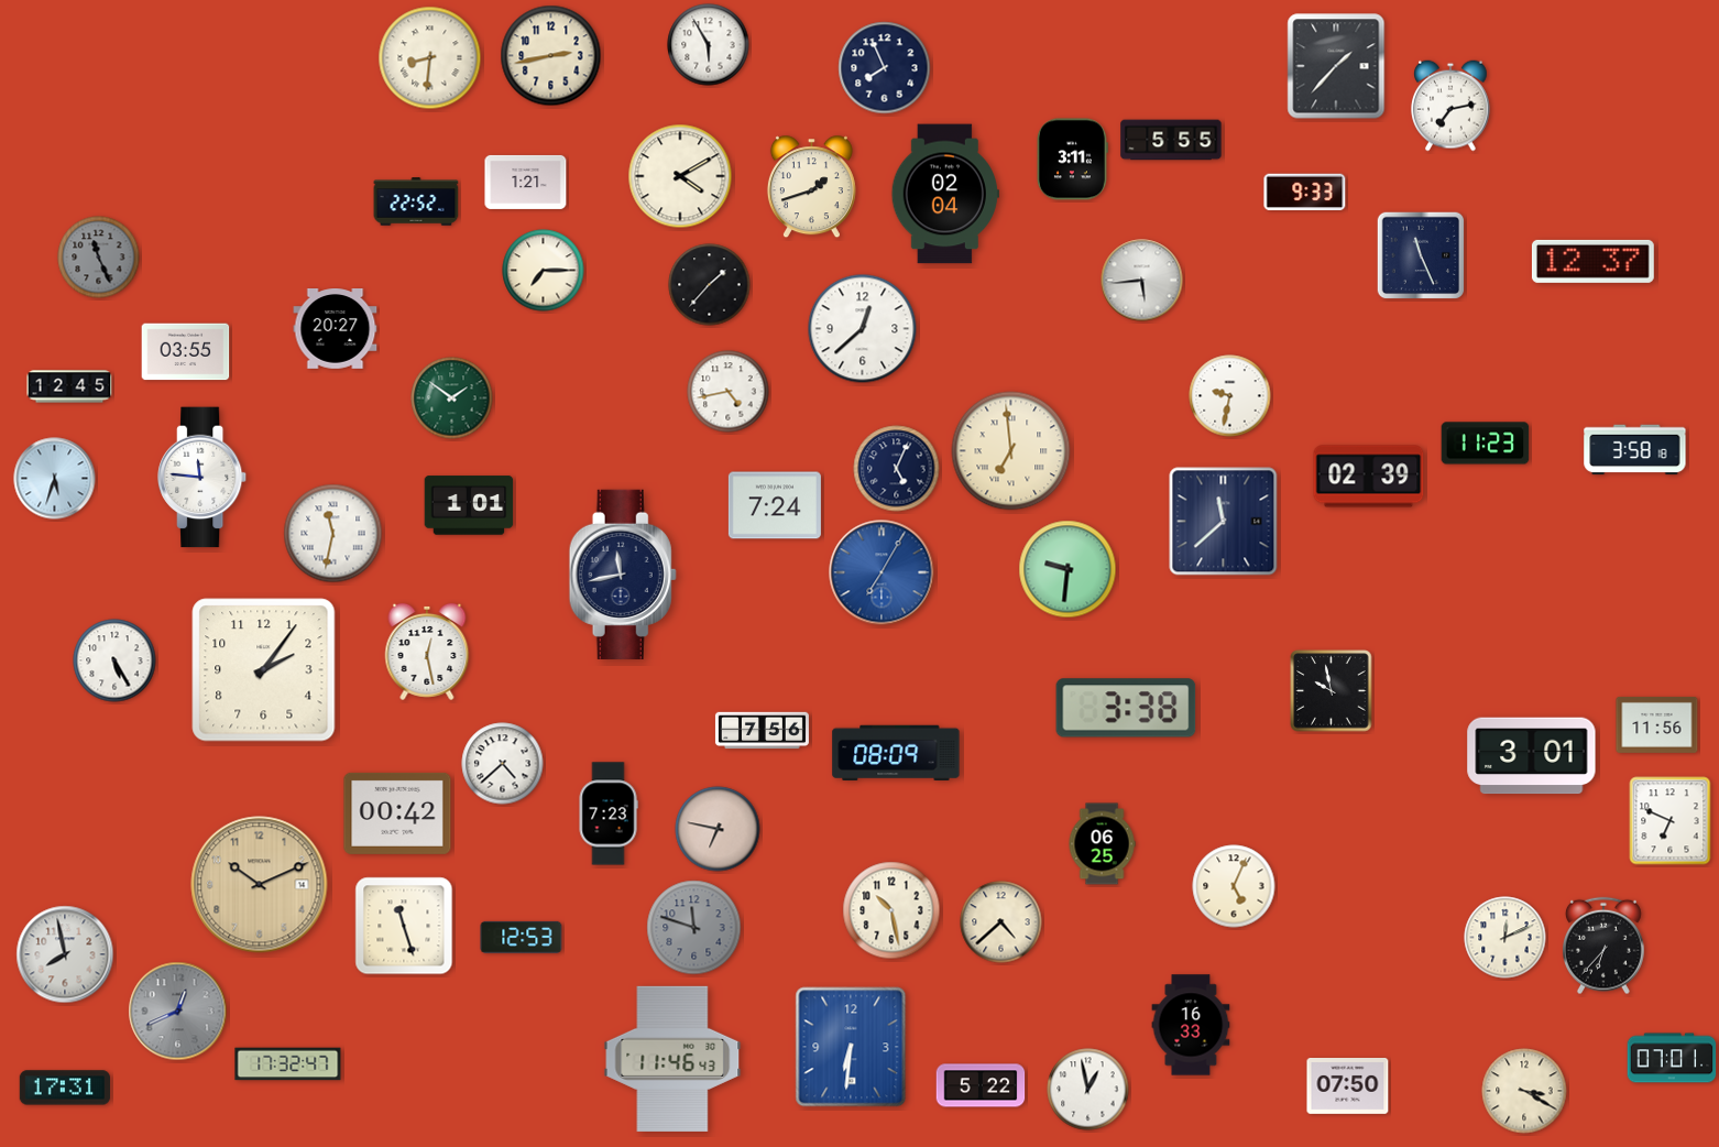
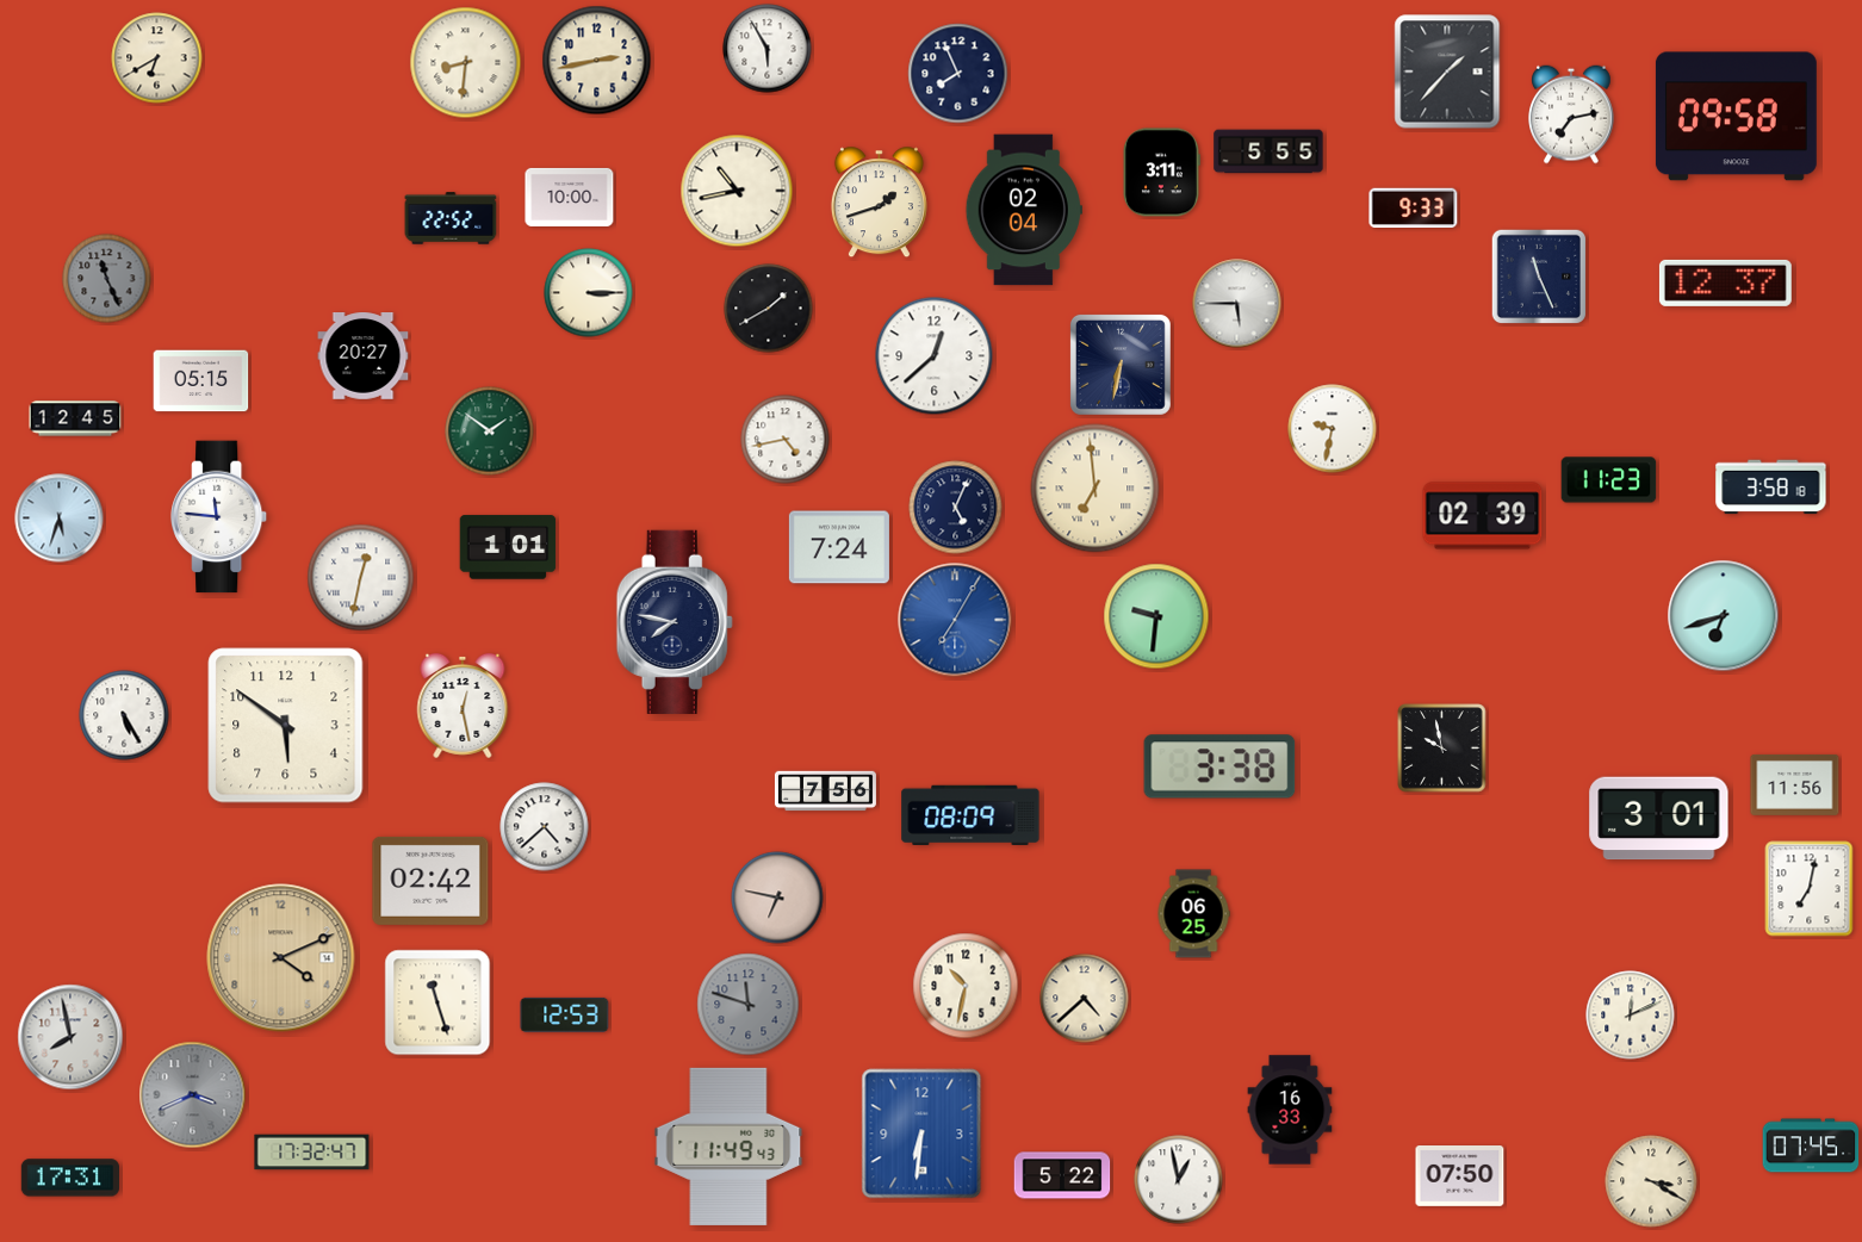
clock at (157, 58): none -> 6:40
clock at (1736, 117): none -> 09:58
clock at (680, 176): 4:10 -> 10:43
clock at (526, 182): 1:21 -> 10:00
clock at (544, 271): 7:15 -> 3:15
clock at (1142, 281): 5:44 -> 5:45
clock at (710, 285): 1:37 -> 1:40
clock at (1121, 365): none -> 6:32
clock at (186, 352): 03:55 -> 05:15
clock at (729, 392) position: (729, 392) -> (786, 440)
clock at (897, 469) position: (897, 469) -> (956, 508)
clock at (1224, 522): 11:38 -> none
clock at (333, 534): 11:32 -> 12:32
clock at (1724, 616): none -> 6:42
clock at (623, 575): 11:43 -> 7:47
clock at (264, 670): 2:06 -> 5:51
clock at (397, 813): 00:42 -> 02:42
clock at (609, 813): 7:23 -> none
clock at (1671, 821): 6:49 -> 7:02
clock at (260, 885): 10:11 -> 4:11
clock at (1234, 886): 5:04 -> none
clock at (891, 910): 10:28 -> 10:32
clock at (694, 928) position: (694, 928) -> (749, 1005)
clock at (1603, 946): 6:37 -> none
clock at (65, 954) position: (65, 954) -> (70, 1037)
clock at (178, 1012): 12:41 -> 3:41
clock at (1672, 1058): 07:01 -> 07:45
clock at (672, 1059): 11:46 -> 11:49
